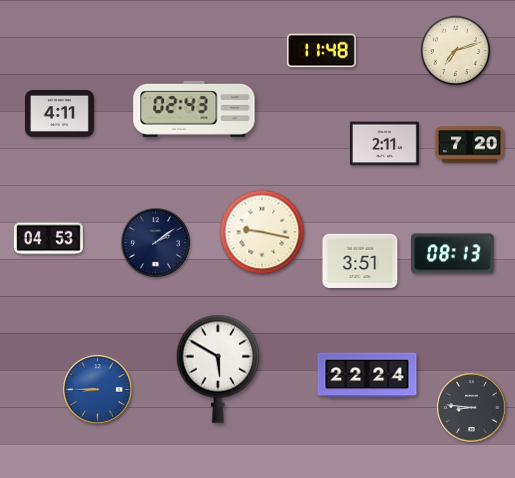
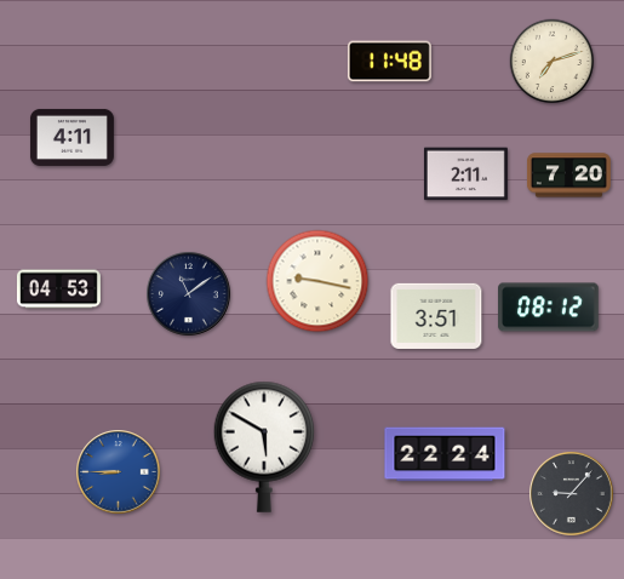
clock at (194, 109): 02:43 -> none
clock at (156, 243): 2:09 -> 11:09
clock at (453, 254): 08:13 -> 08:12
clock at (472, 408): 8:46 -> 9:07
